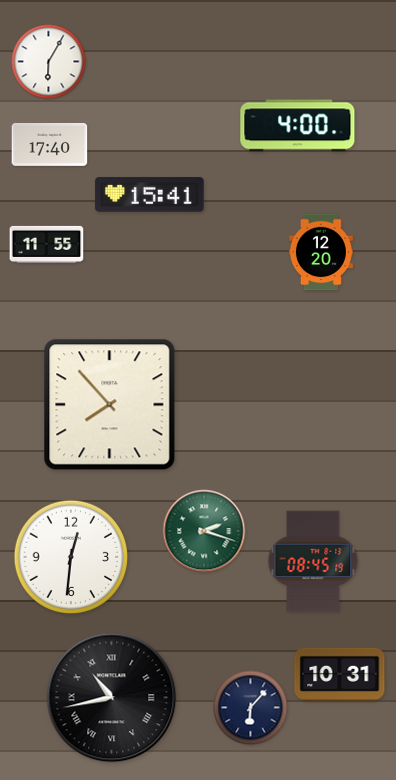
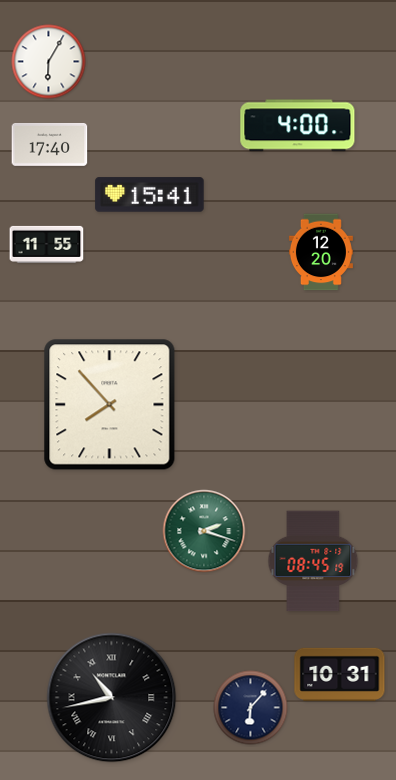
clock at (70, 556): 12:31 -> none
